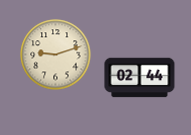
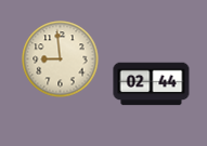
clock at (56, 55): 9:12 -> 8:59
